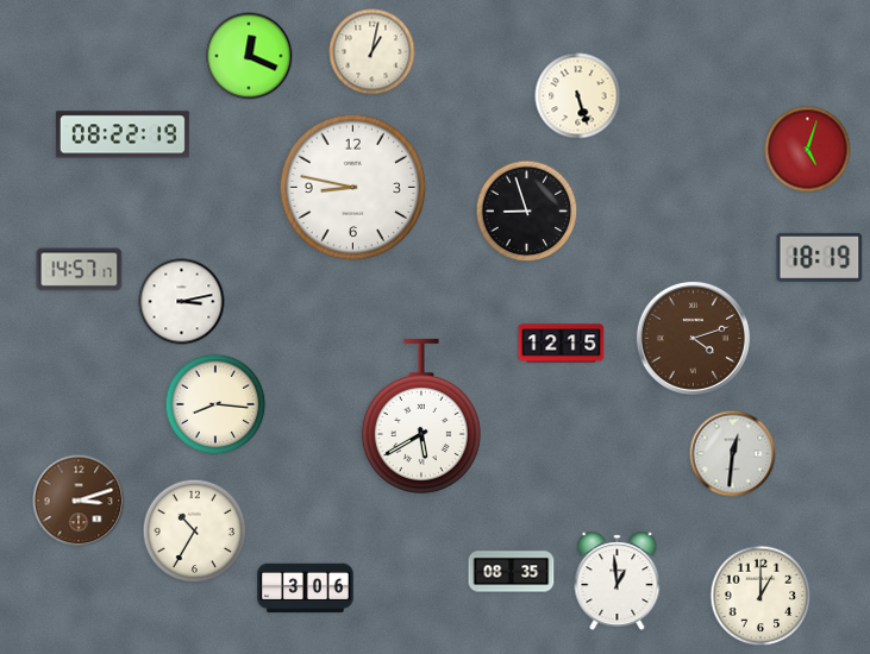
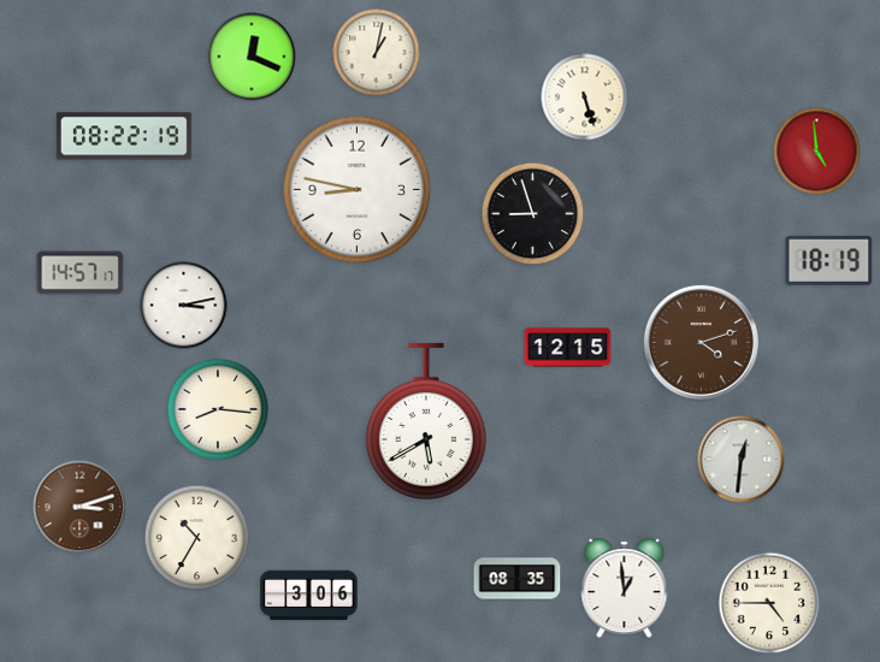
clock at (808, 150): 5:03 -> 4:59
clock at (761, 596): 1:00 -> 4:45
